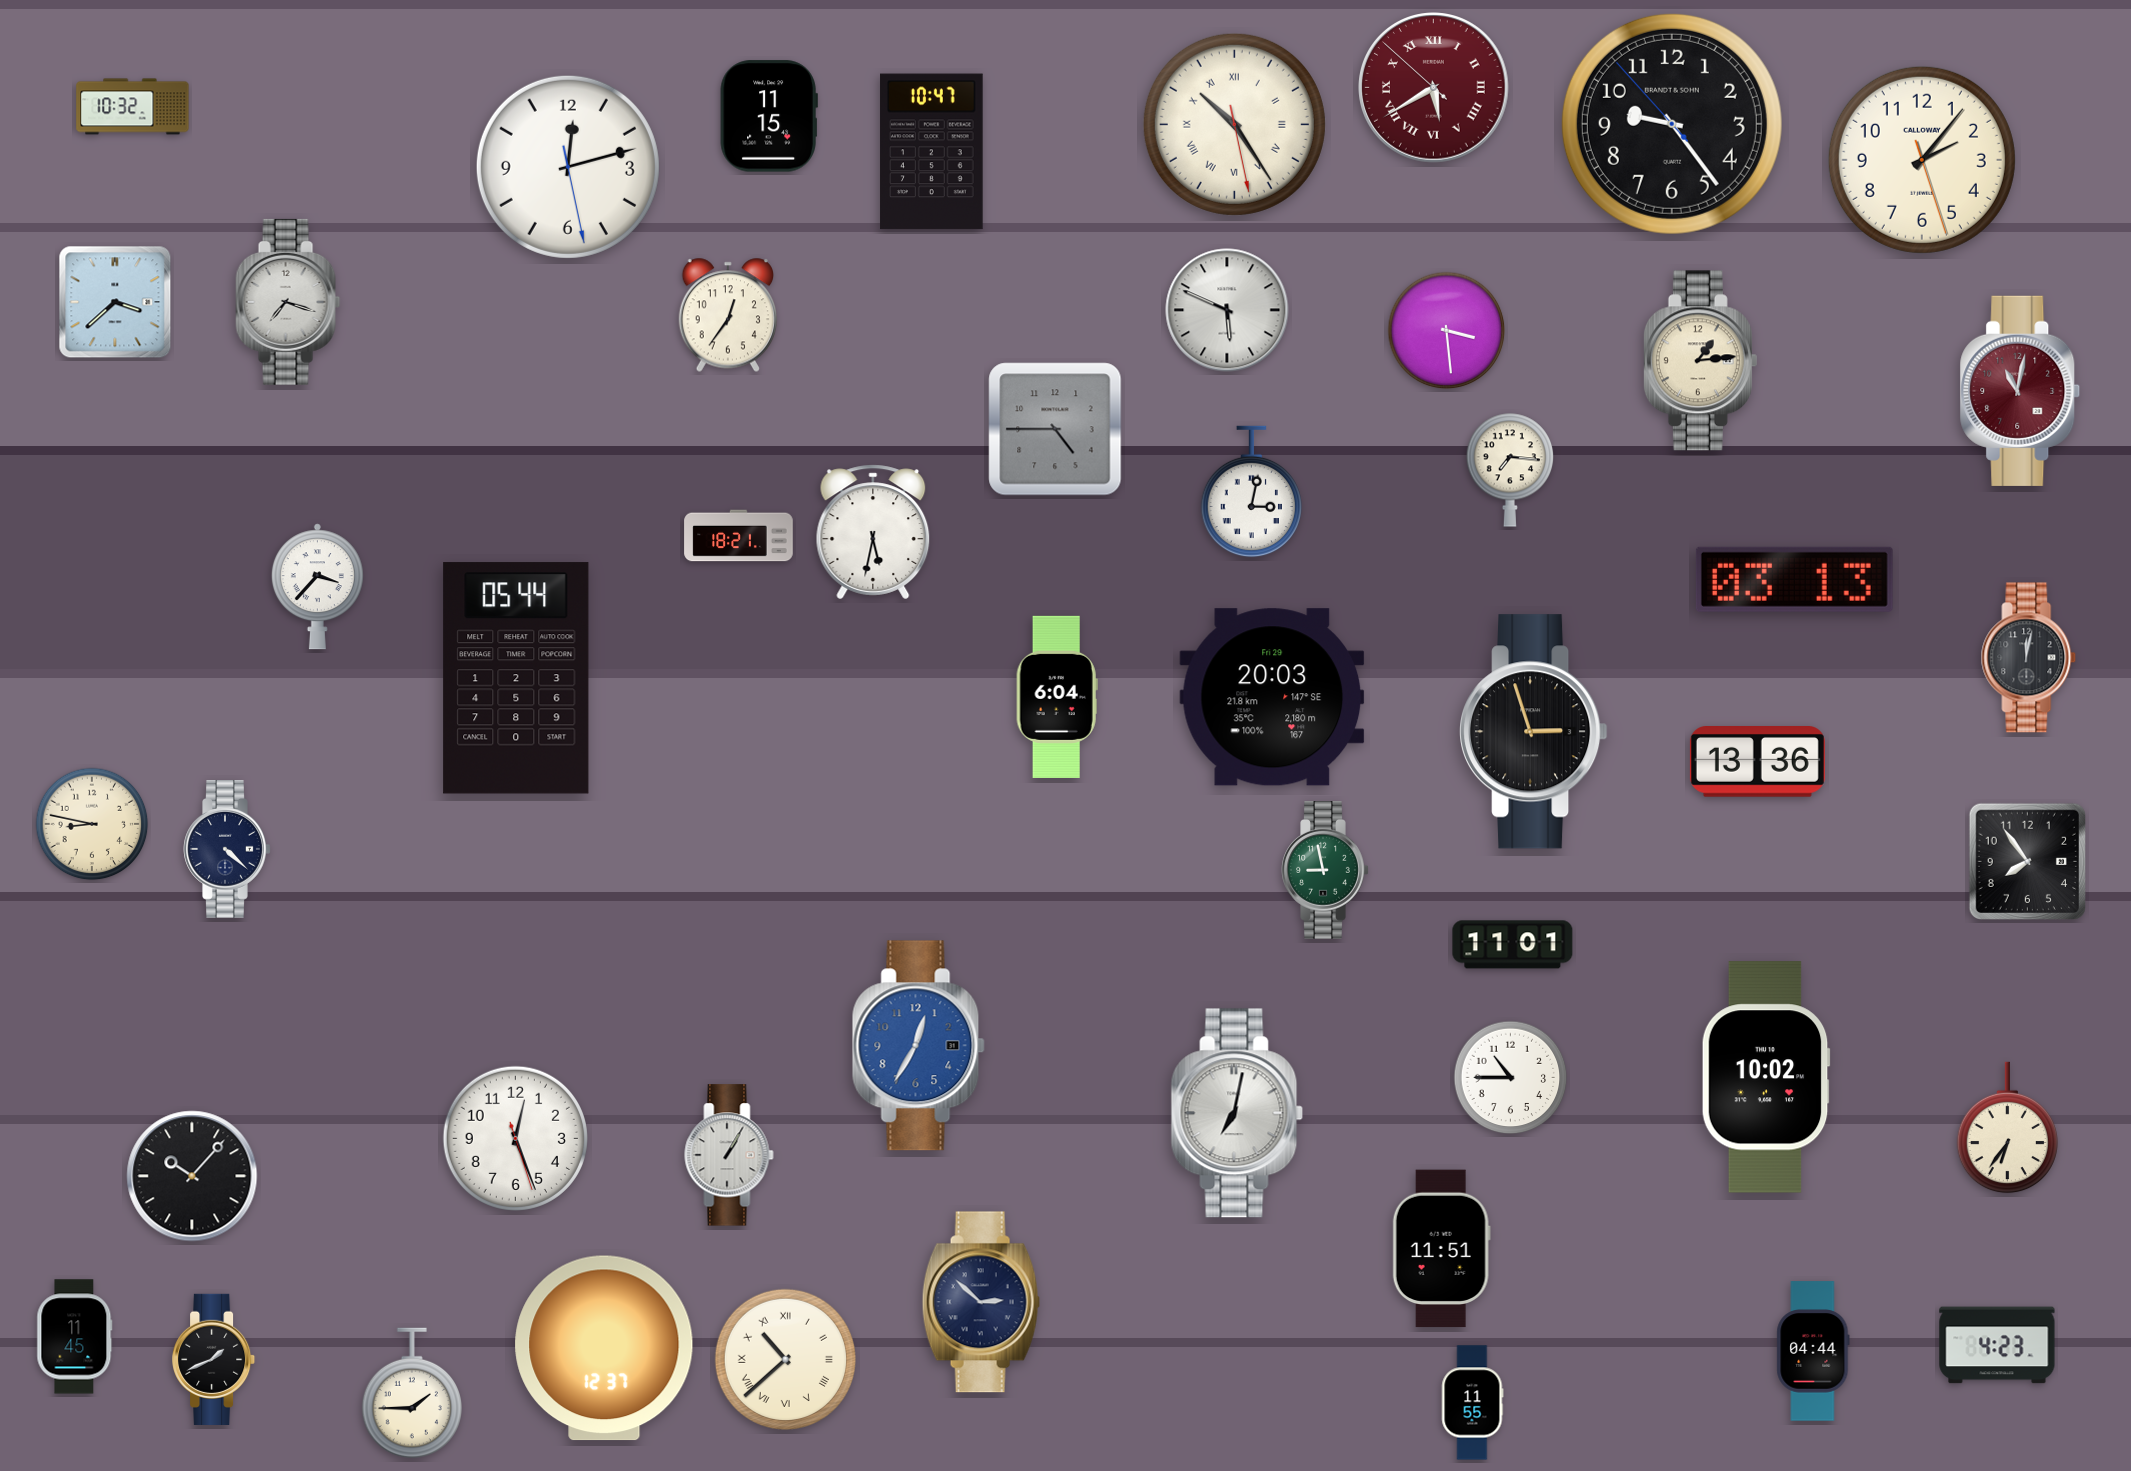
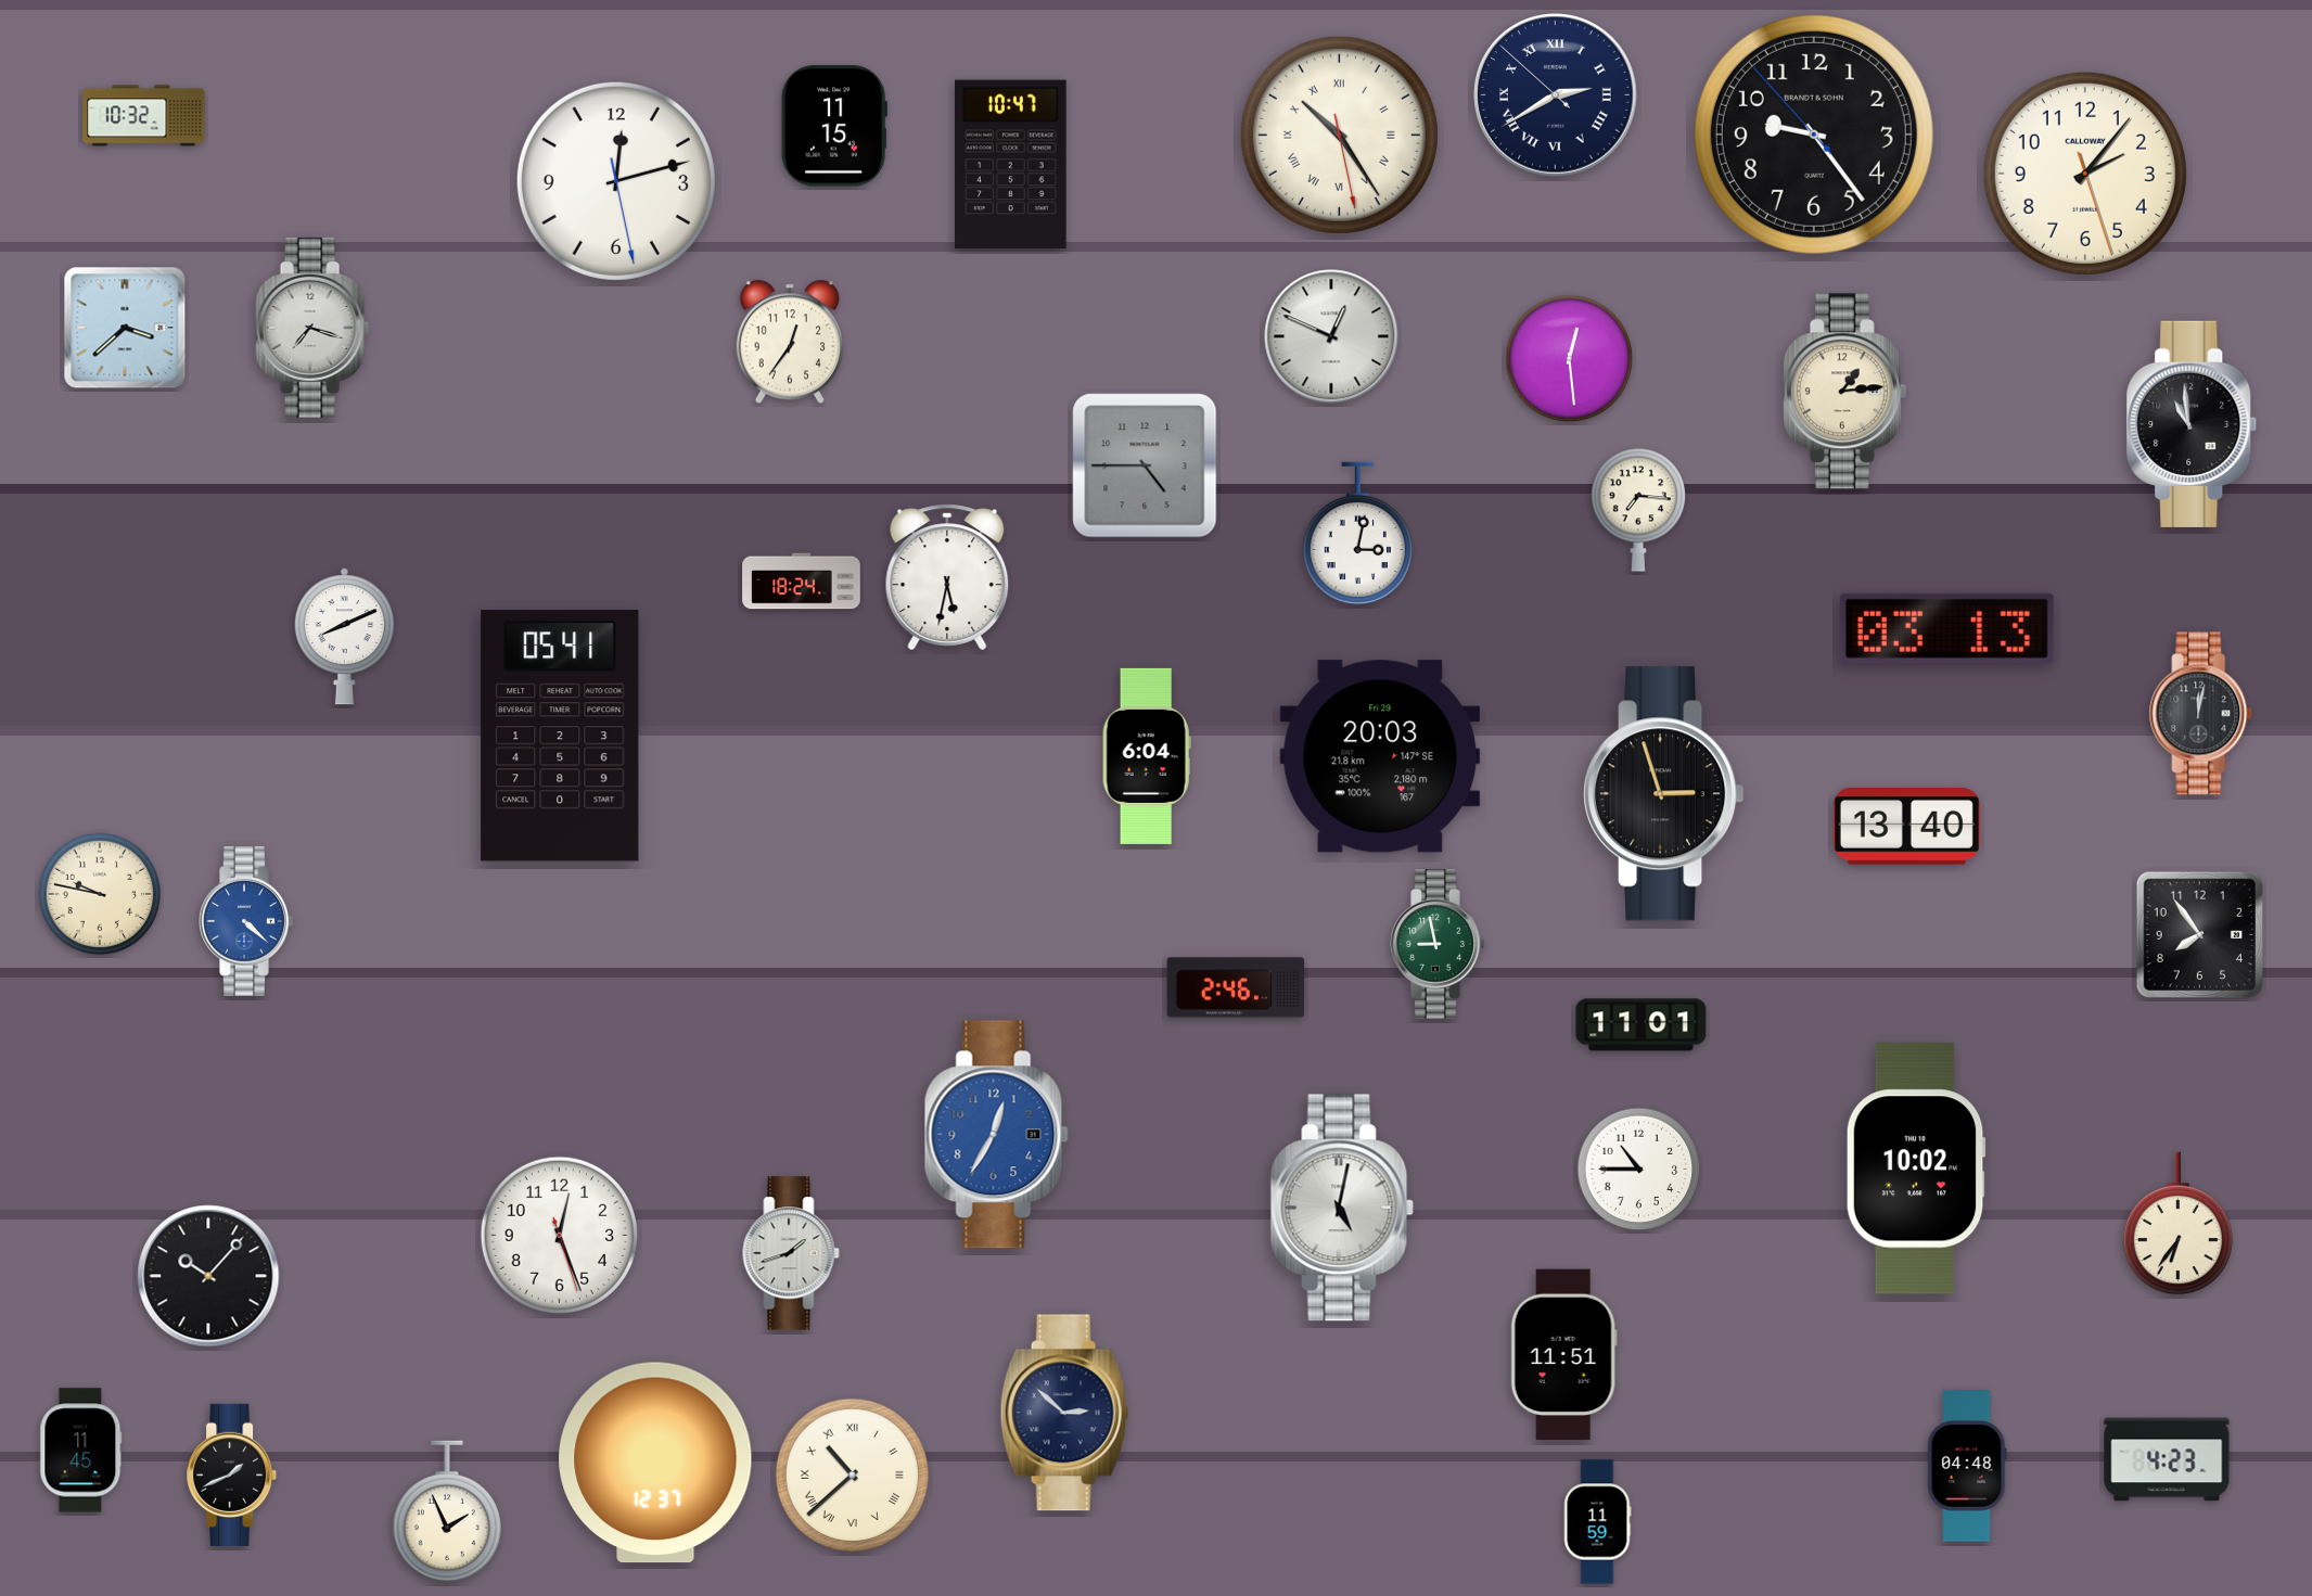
clock at (1434, 88): 5:39 -> 2:39
clock at (1434, 88) dial: burgundy -> navy
clock at (1227, 310): 5:49 -> 12:49
clock at (1447, 331): 3:29 -> 12:29
clock at (2020, 391): 11:02 -> 10:59
clock at (2020, 391) dial: burgundy -> black
clock at (739, 536): 18:21 -> 18:24
clock at (317, 587): 3:37 -> 8:11
clock at (516, 678): 05:44 -> 05:41
clock at (1757, 762): 13:36 -> 13:40
clock at (92, 824): 8:47 -> 9:47
clock at (227, 850) dial: navy -> blue
clock at (1236, 987): none -> 2:46
clock at (1237, 1113): 7:02 -> 5:02
clock at (729, 1155): 1:05 -> 1:42
clock at (1813, 1351): 04:44 -> 04:48
clock at (411, 1393): 1:45 -> 1:56
clock at (1472, 1403): 11:55 -> 11:59
